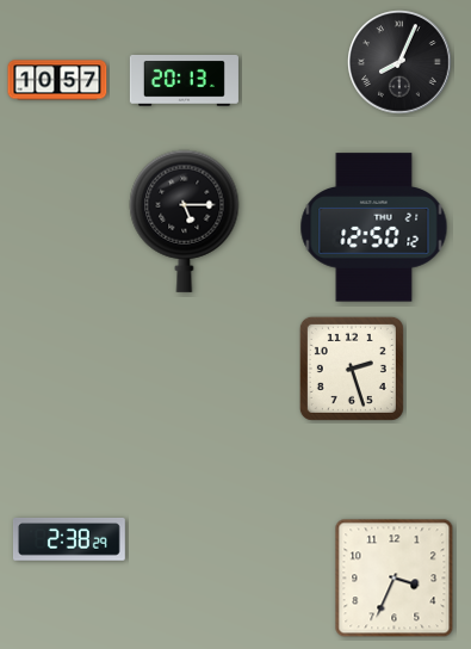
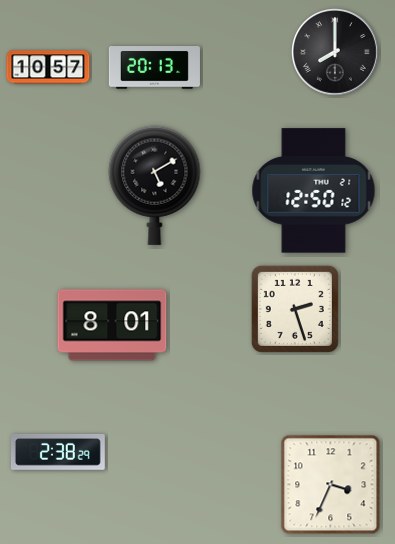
clock at (399, 62): 8:04 -> 8:00
clock at (185, 221): 5:15 -> 5:10
clock at (112, 325): none -> 8:01
